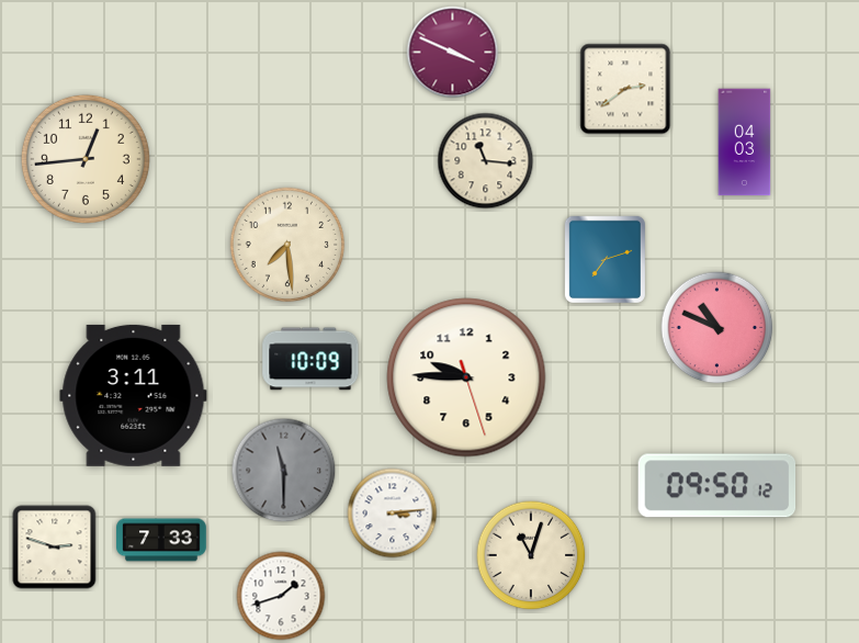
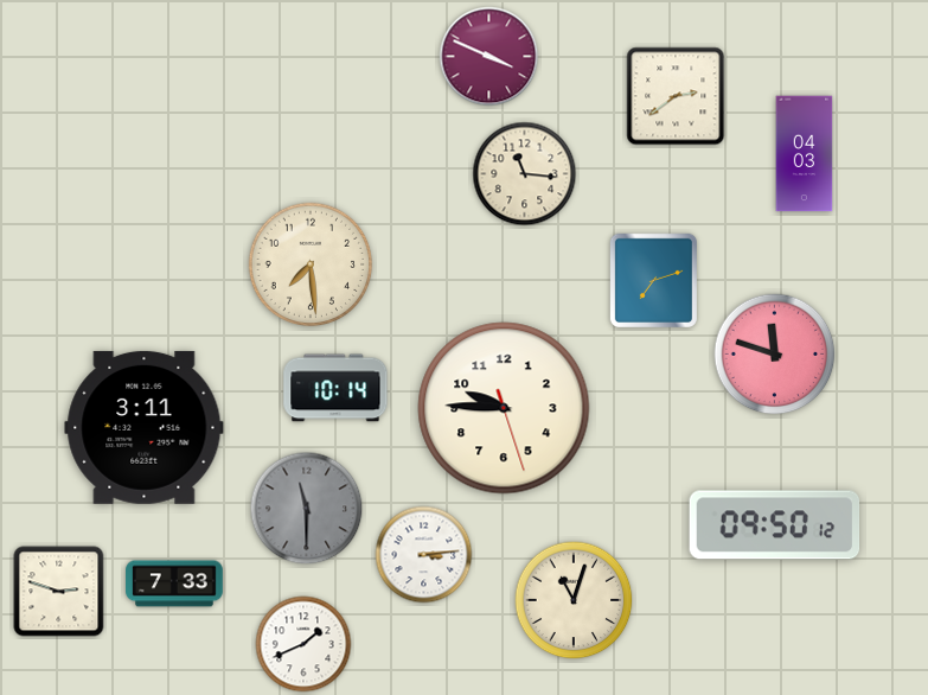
clock at (86, 159): 12:44 -> none
clock at (717, 328): 10:49 -> 11:48
clock at (310, 359): 10:09 -> 10:14
clock at (281, 596): 1:42 -> 1:41
